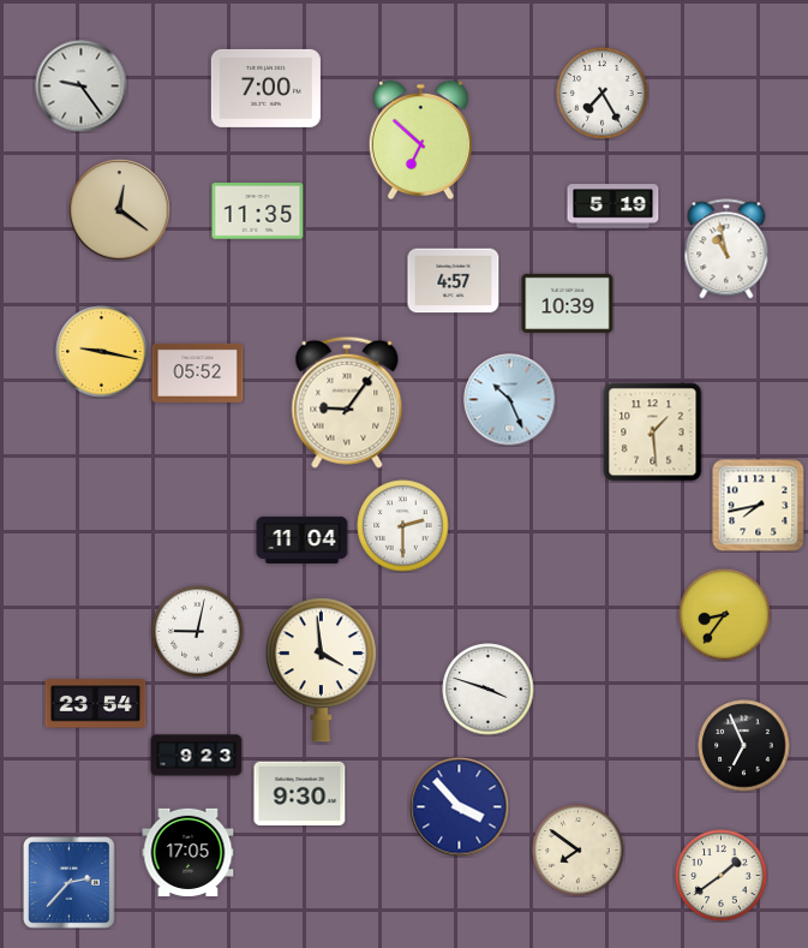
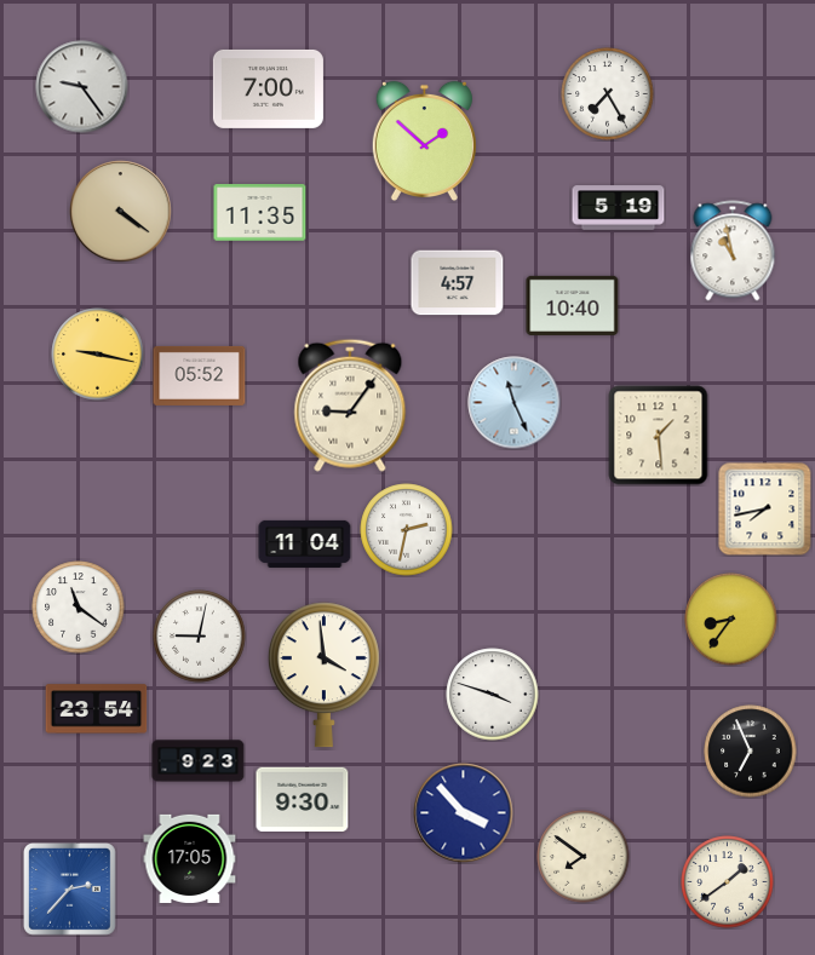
clock at (420, 141): 6:52 -> 1:52
clock at (120, 210): 12:21 -> 4:21
clock at (568, 303): 10:39 -> 10:40
clock at (102, 352) position: (102, 352) -> (98, 355)
clock at (510, 400): 10:26 -> 11:26
clock at (403, 526): 2:30 -> 2:32
clock at (79, 608): none -> 11:21
